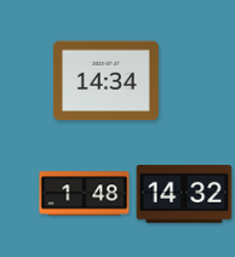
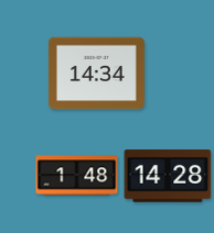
clock at (184, 195): 14:32 -> 14:28
